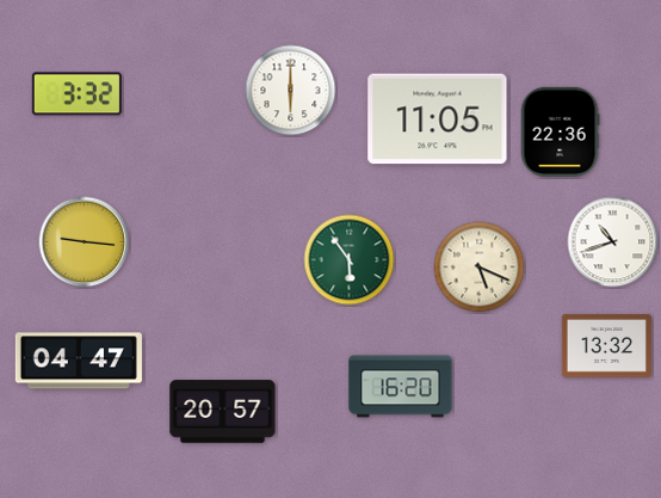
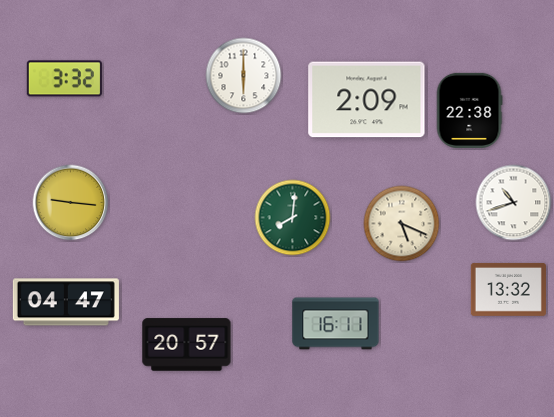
clock at (438, 119): 11:05 -> 2:09
clock at (560, 131): 22:36 -> 22:38
clock at (350, 260): 5:54 -> 8:01
clock at (401, 387): 16:20 -> 16:11
